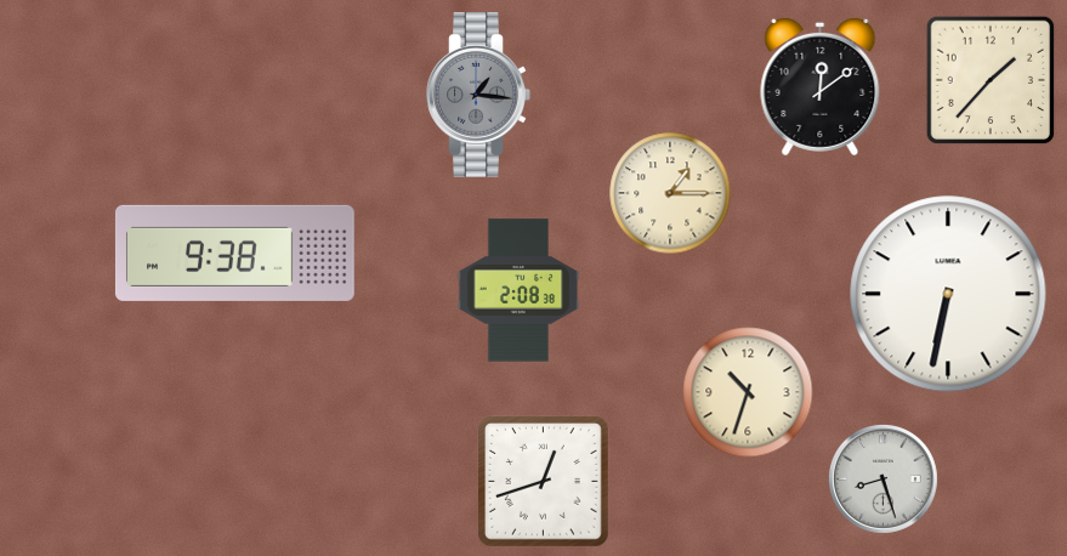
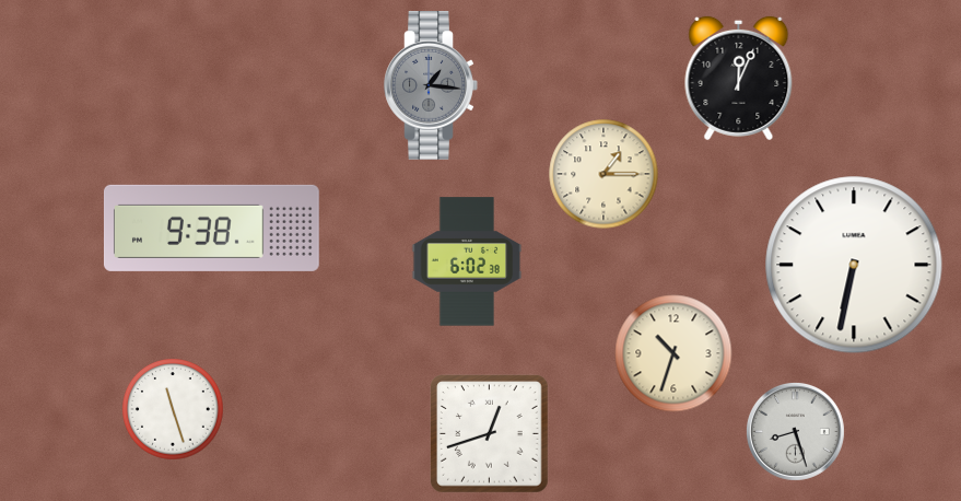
clock at (991, 80): 1:37 -> none
clock at (821, 86): 12:09 -> 12:04
clock at (518, 290): 2:08 -> 6:02
clock at (173, 409): none -> 11:27
